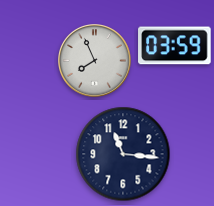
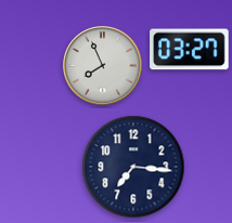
clock at (175, 46): 03:59 -> 03:27
clock at (123, 154): 11:16 -> 7:16
